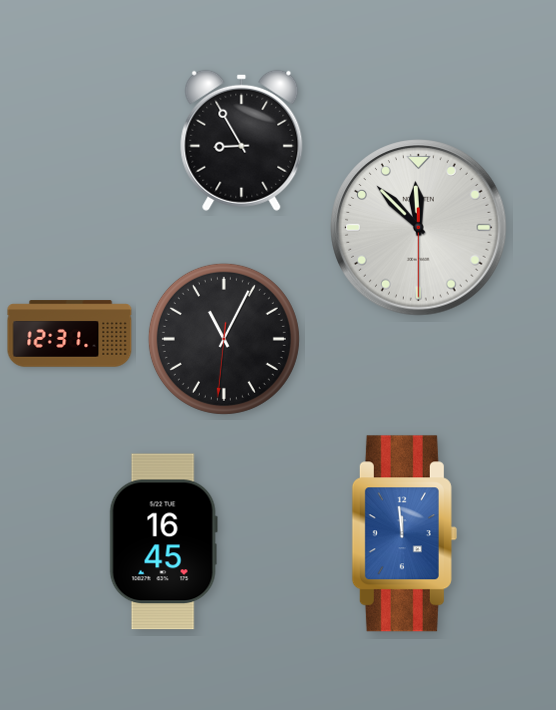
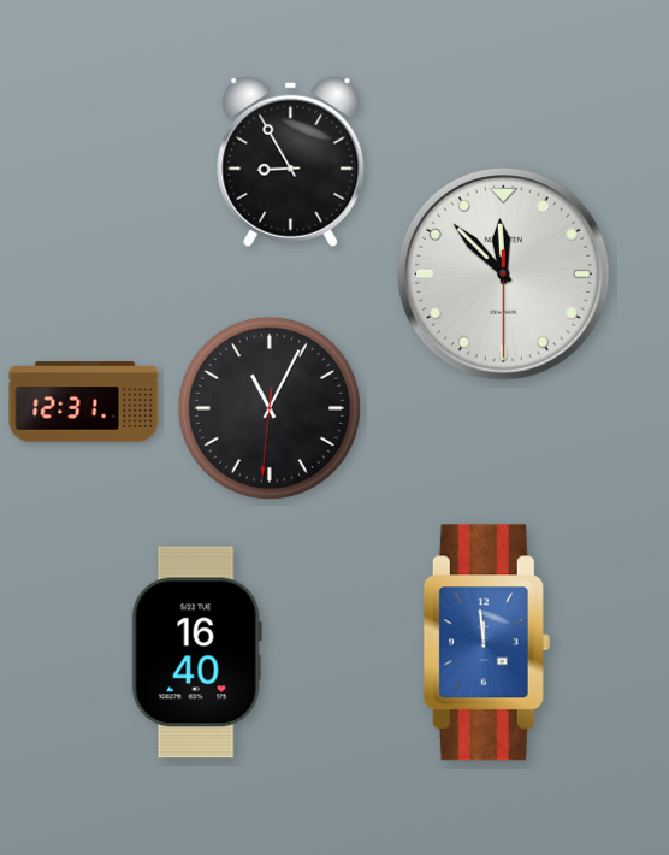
clock at (242, 140) position: (242, 140) -> (291, 161)
clock at (163, 542): 16:45 -> 16:40
